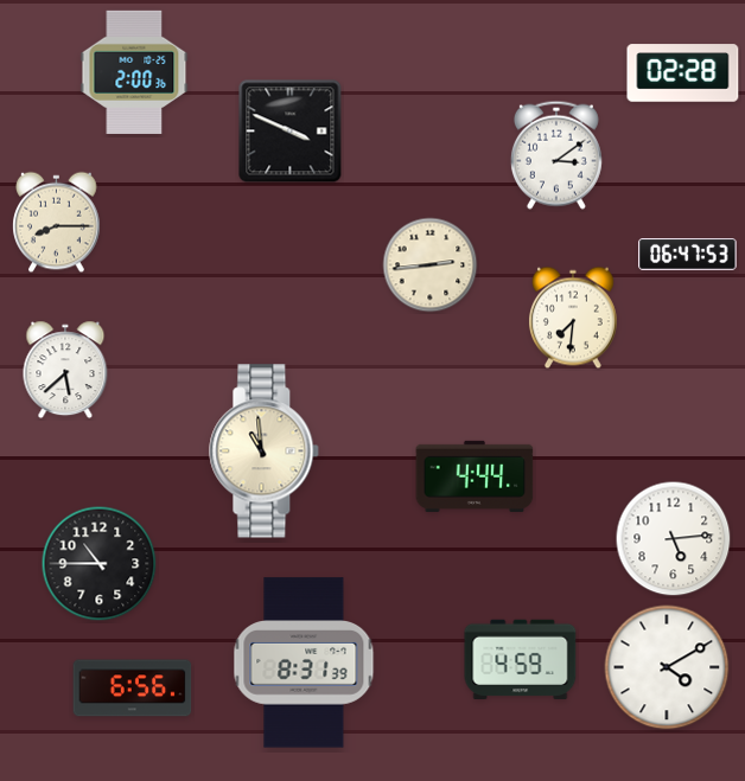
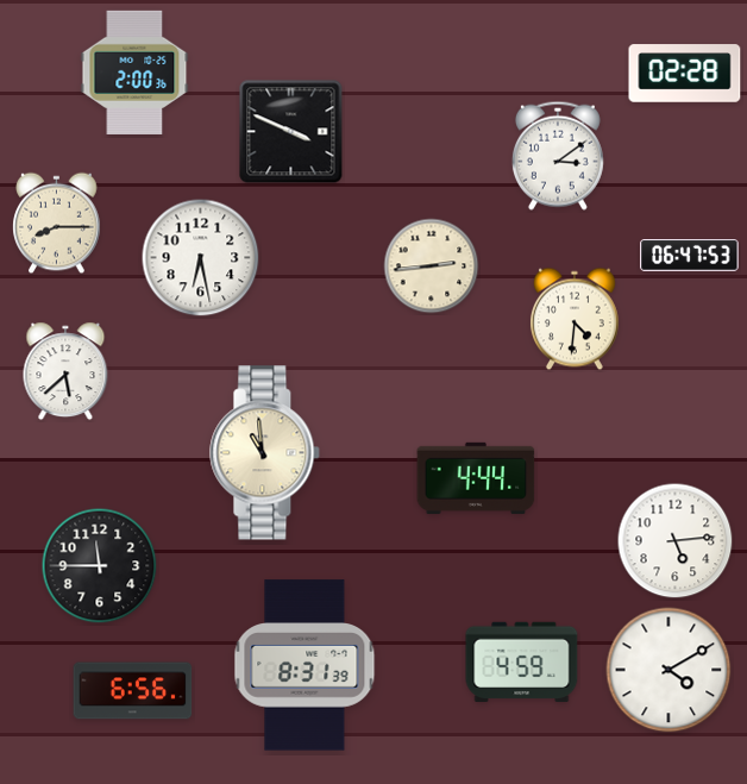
clock at (201, 258): none -> 6:28
clock at (573, 318): 7:31 -> 4:31
clock at (100, 564): 10:45 -> 11:45
